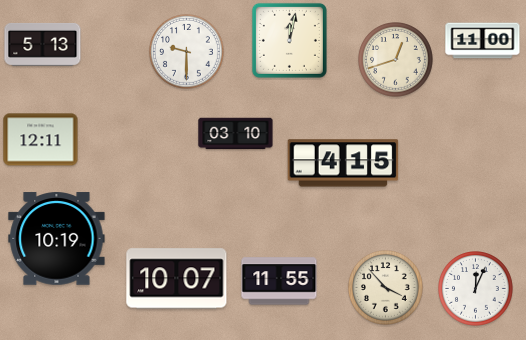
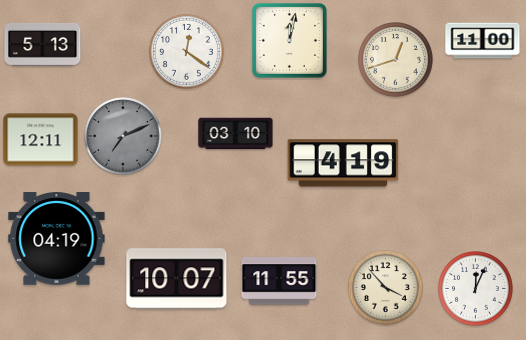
clock at (187, 52): 9:30 -> 12:21
clock at (123, 136): none -> 7:11
clock at (343, 163): 4:15 -> 4:19
clock at (57, 239): 10:19 -> 04:19
